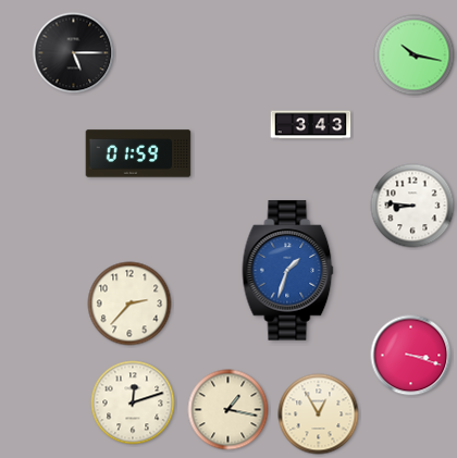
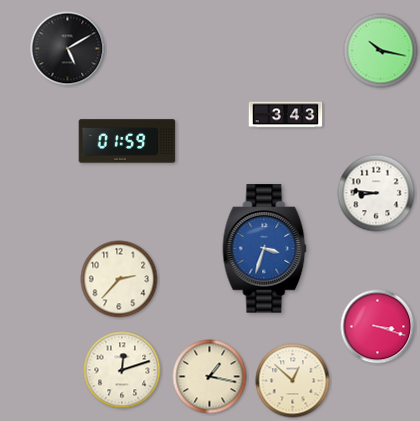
clock at (74, 53): 5:15 -> 5:10
clock at (412, 206) position: (412, 206) -> (376, 193)
clock at (288, 271): 1:33 -> 3:33
clock at (319, 414): 12:55 -> 12:52
